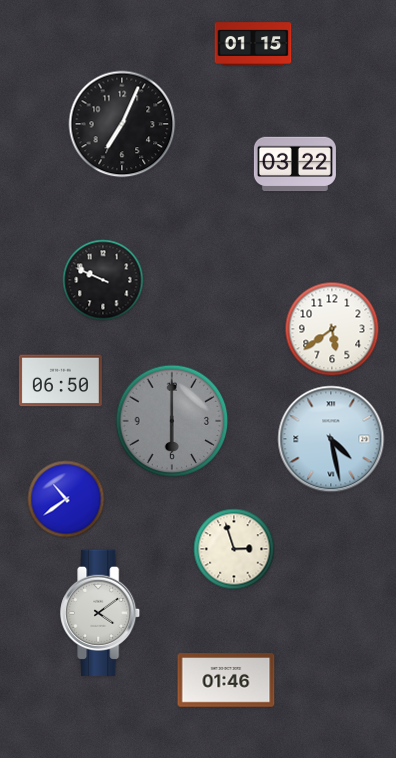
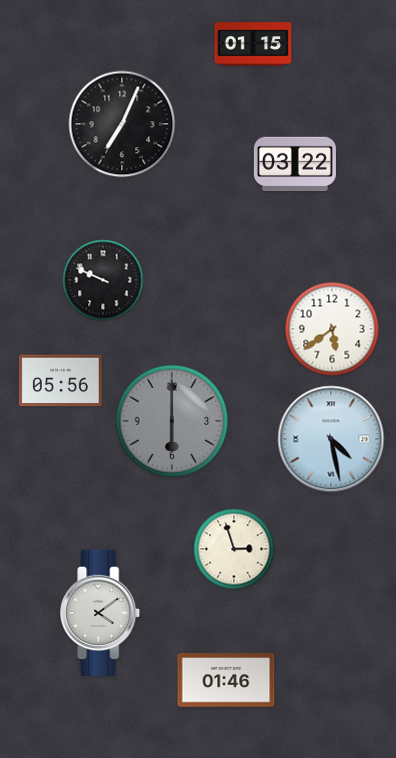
clock at (60, 381): 06:50 -> 05:56
clock at (66, 499): 10:39 -> none
